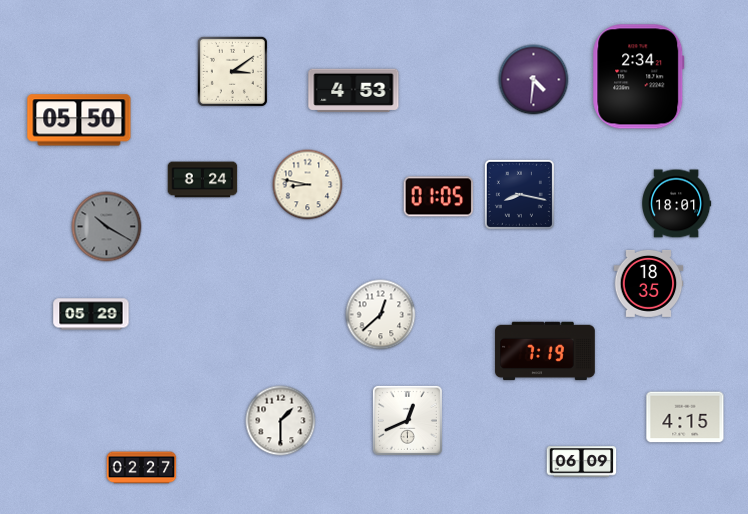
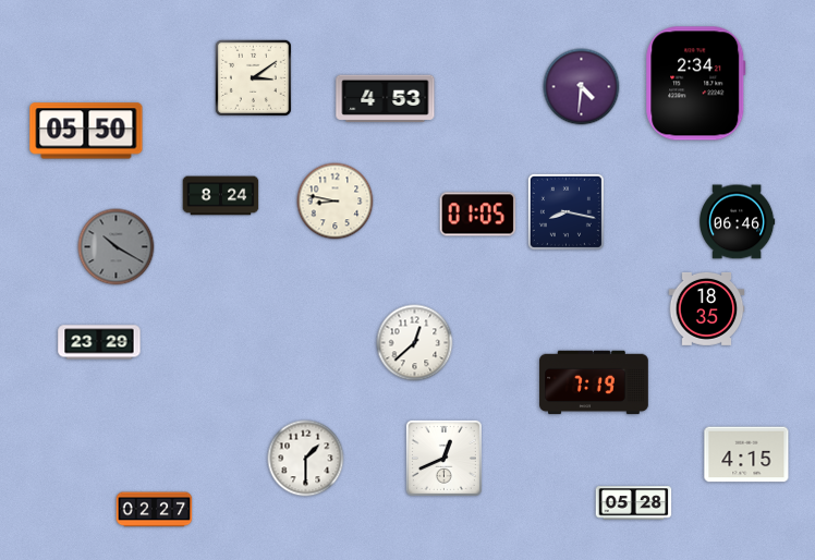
clock at (677, 204): 18:01 -> 06:46
clock at (91, 314): 05:29 -> 23:29
clock at (582, 462): 06:09 -> 05:28
